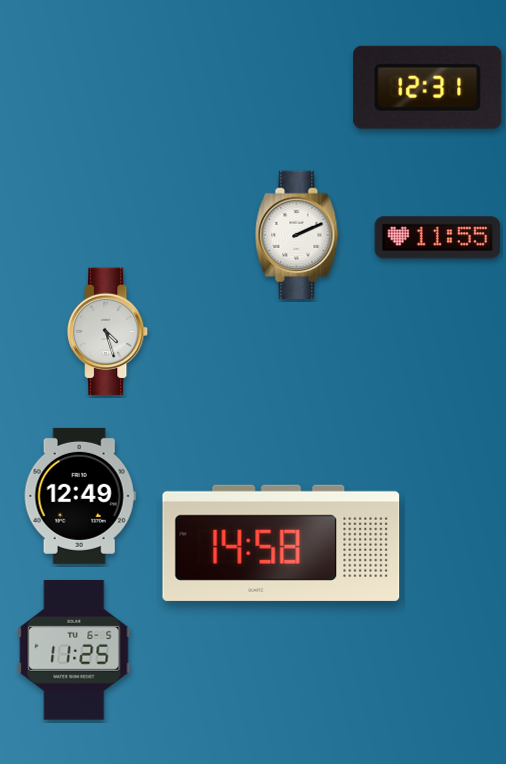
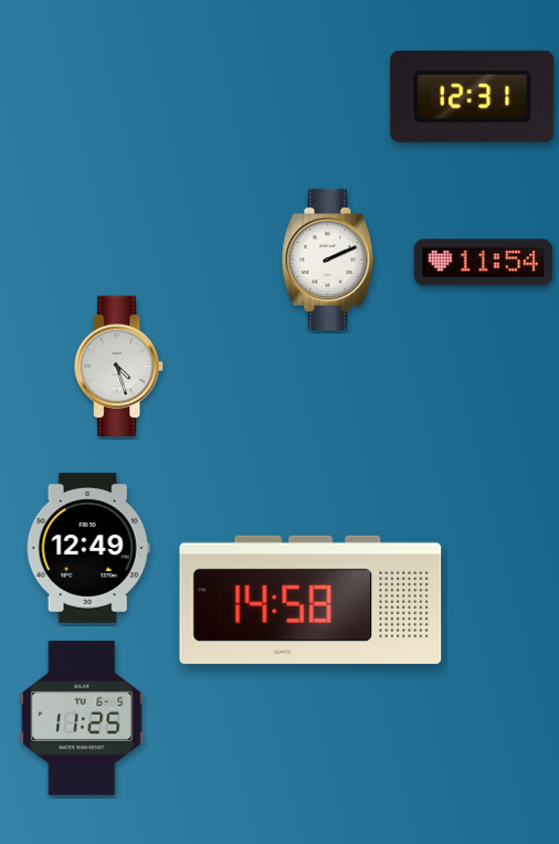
clock at (438, 238): 11:55 -> 11:54
